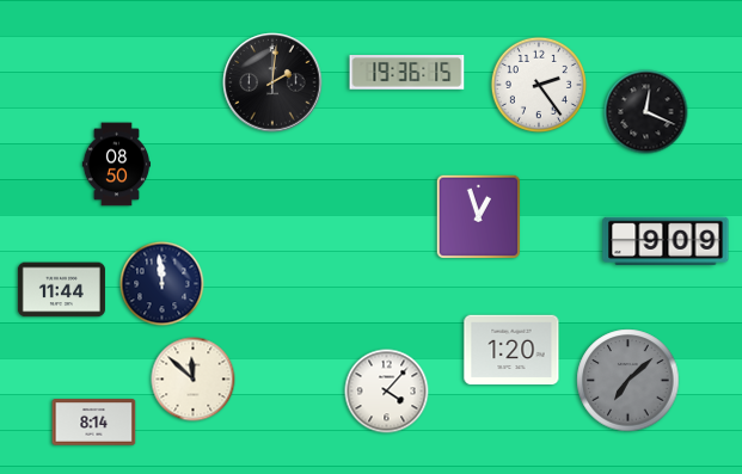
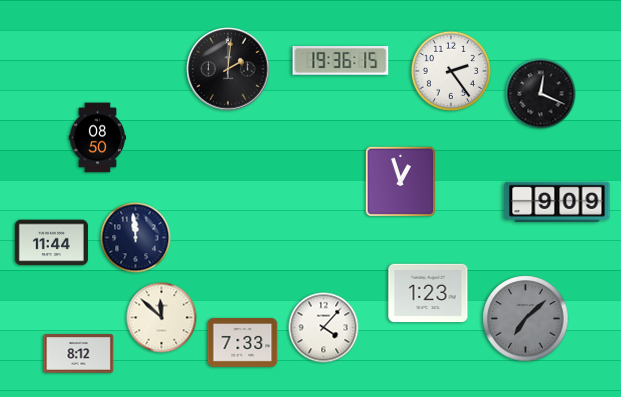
clock at (511, 350): 1:20 -> 1:23
clock at (243, 342): none -> 7:33
clock at (94, 423): 8:14 -> 8:12
